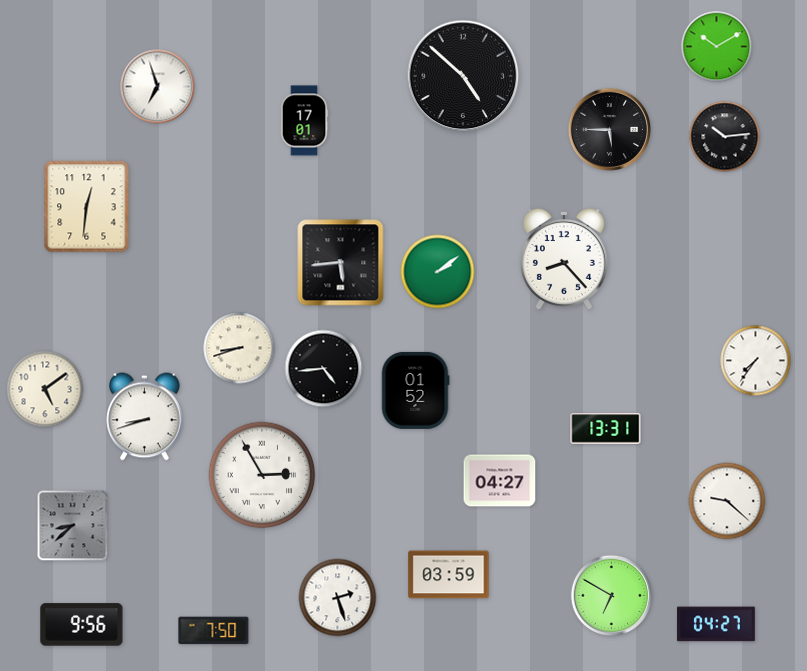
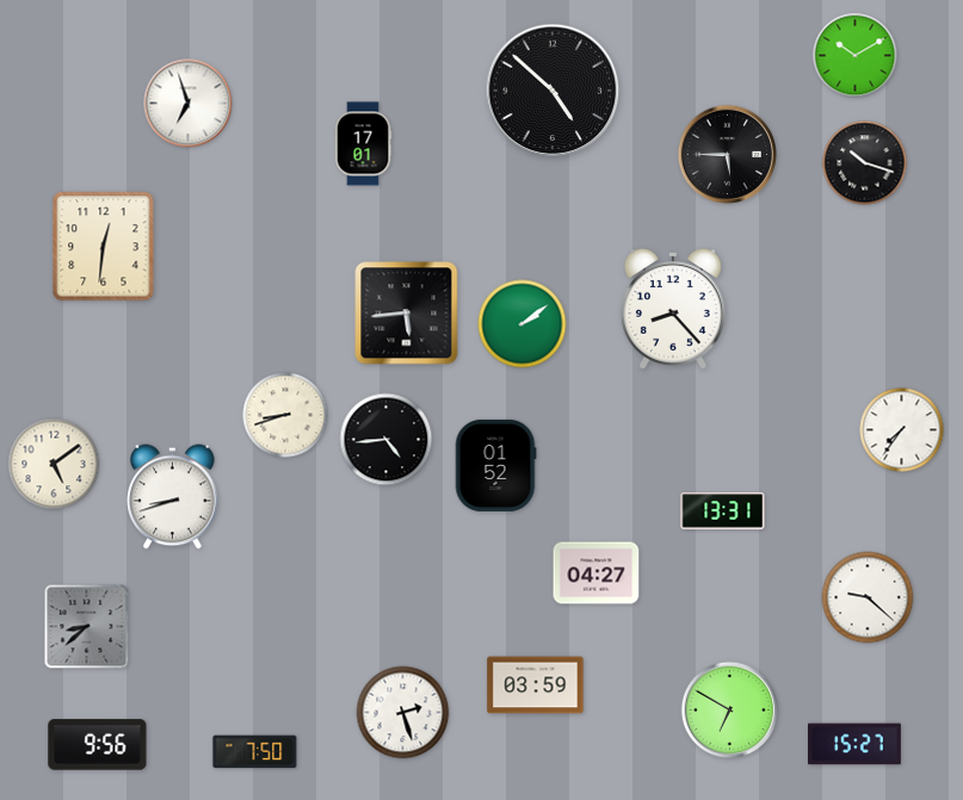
clock at (725, 137): 10:14 -> 10:18
clock at (262, 475): 2:55 -> none
clock at (717, 624): 04:27 -> 15:27
